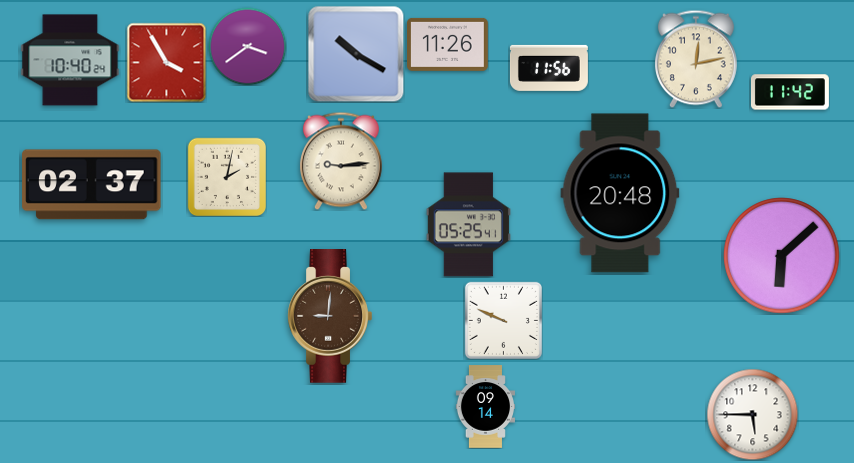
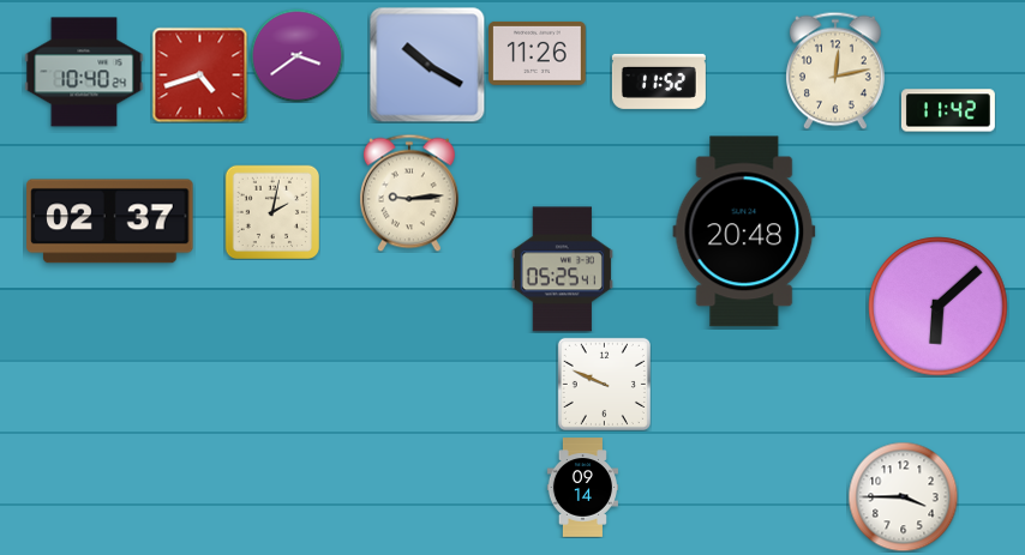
clock at (166, 62): 3:55 -> 4:42
clock at (549, 68): 11:56 -> 11:52
clock at (330, 317): 9:01 -> none
clock at (752, 414): 5:45 -> 3:45
